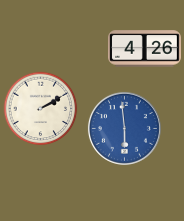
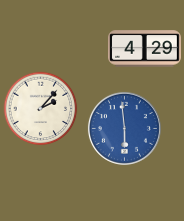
clock at (145, 49): 4:26 -> 4:29
clock at (41, 109): 2:10 -> 2:07
